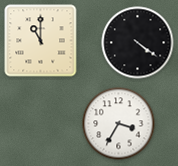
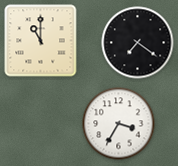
clock at (138, 43): 4:21 -> 7:21
